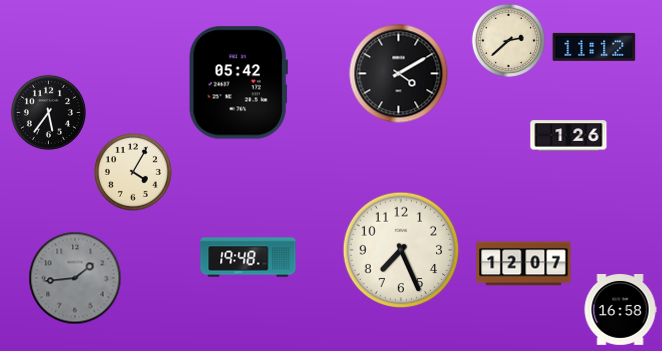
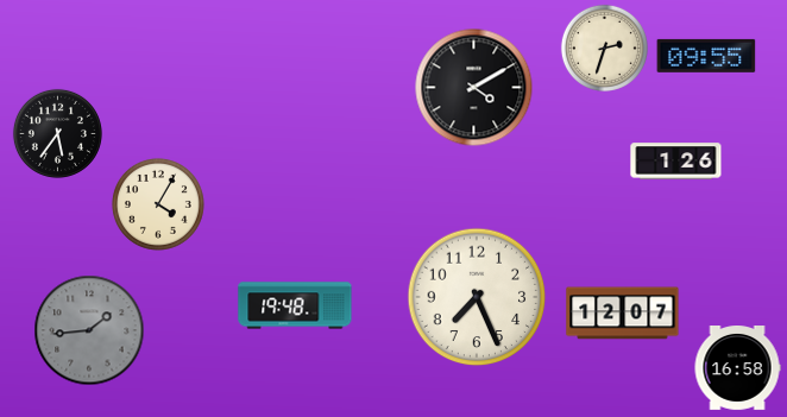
clock at (508, 40): 2:38 -> 2:33
clock at (594, 47): 11:12 -> 09:55
clock at (238, 83): 05:42 -> none
